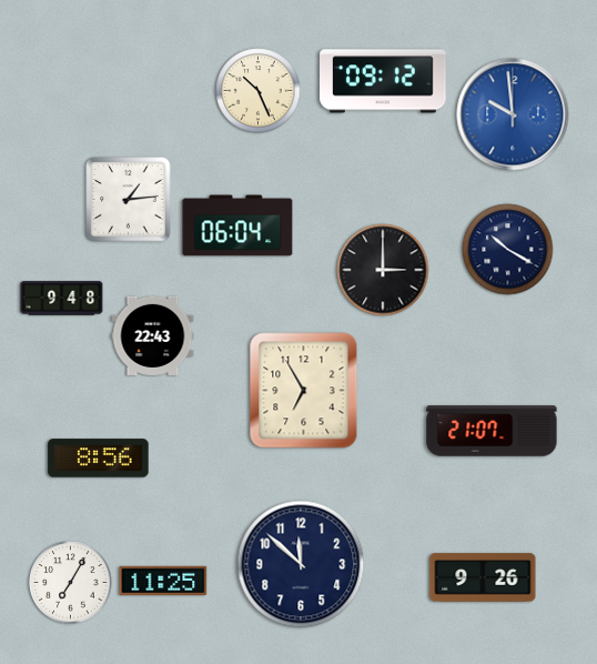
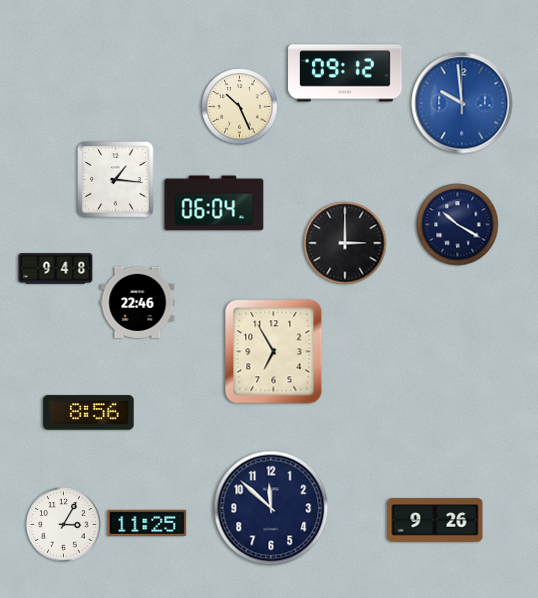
clock at (259, 91) position: (259, 91) -> (240, 107)
clock at (129, 200): 1:14 -> 1:16
clock at (153, 335): 22:43 -> 22:46
clock at (492, 431): 21:07 -> none
clock at (71, 583): 7:05 -> 3:05
